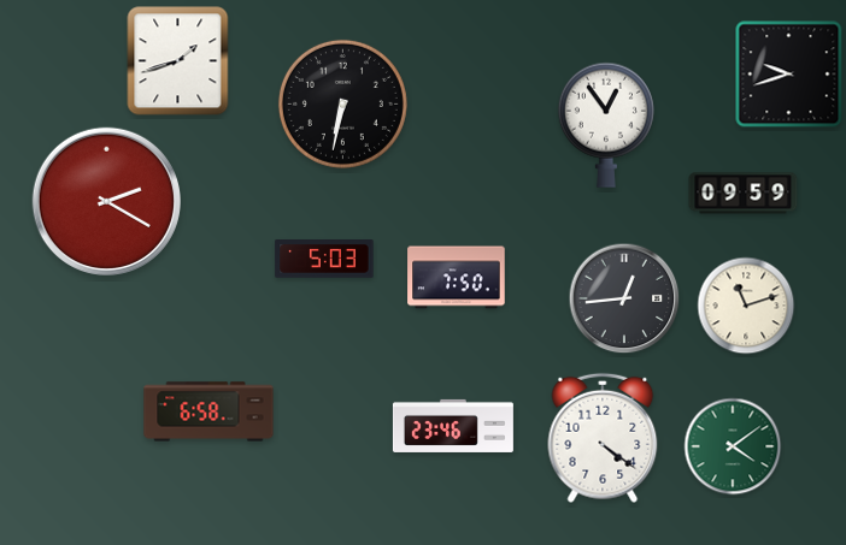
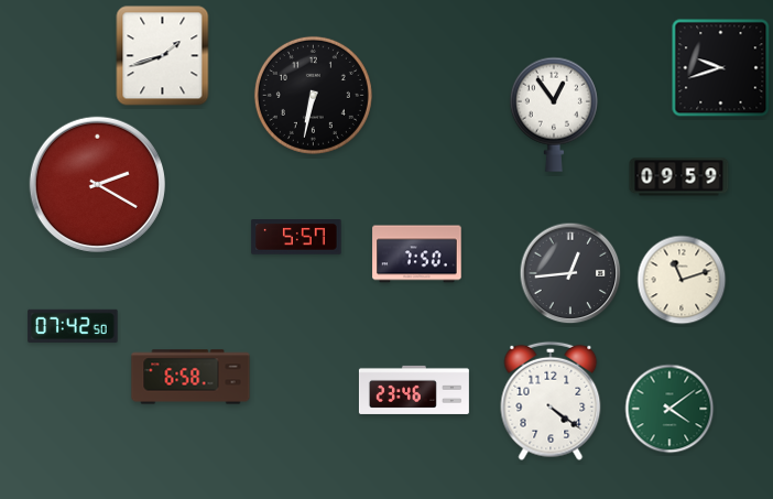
clock at (324, 260): 5:03 -> 5:57
clock at (73, 326): none -> 07:42
